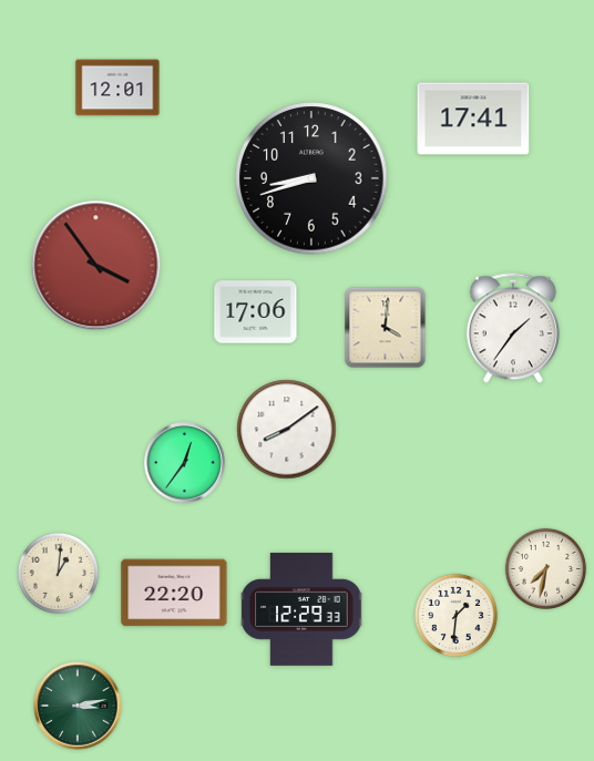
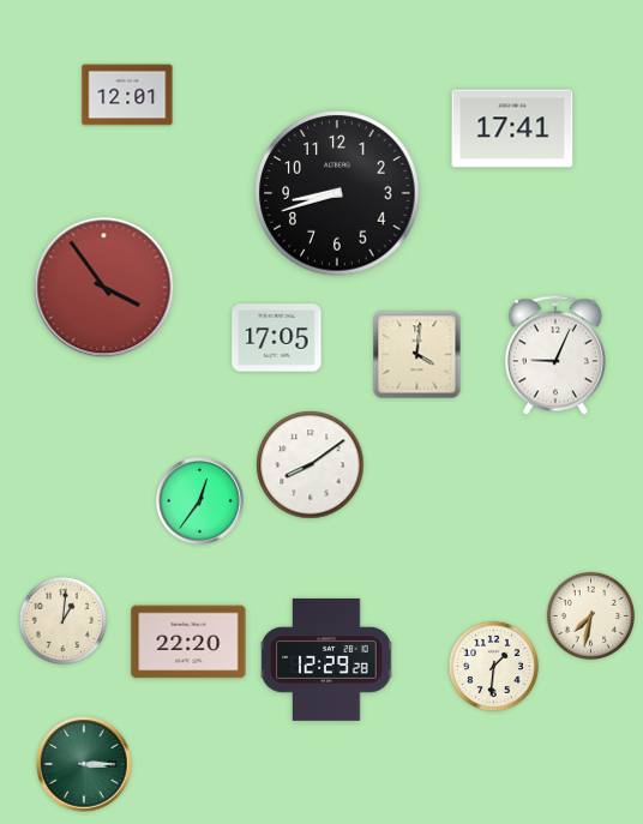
clock at (256, 312): 17:06 -> 17:05
clock at (513, 328): 1:36 -> 9:04
clock at (301, 609): 12:29:33 -> 12:29:28
clock at (78, 706): 3:13 -> 3:15
